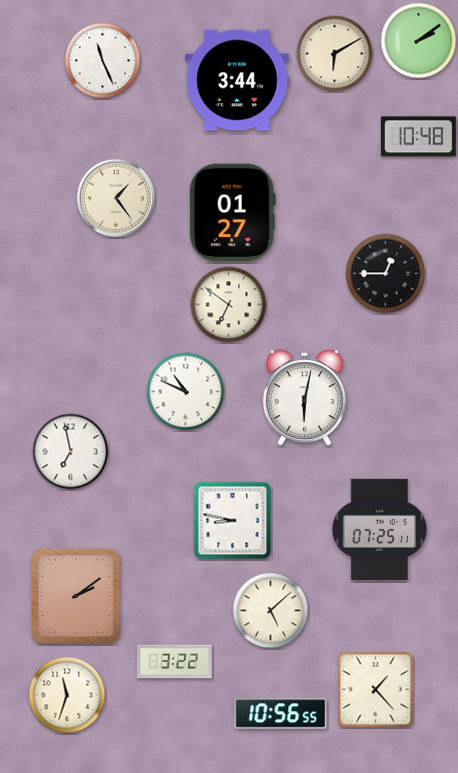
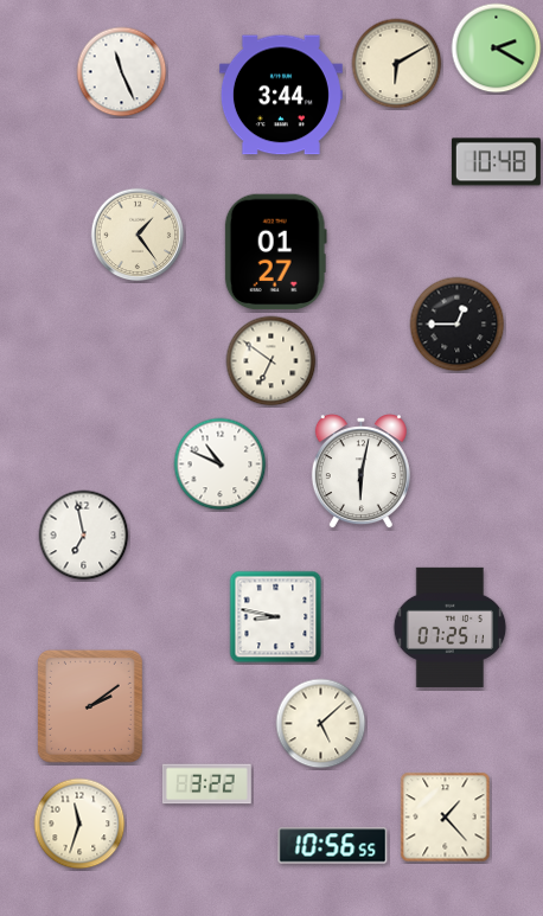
clock at (419, 41): 2:09 -> 2:20
